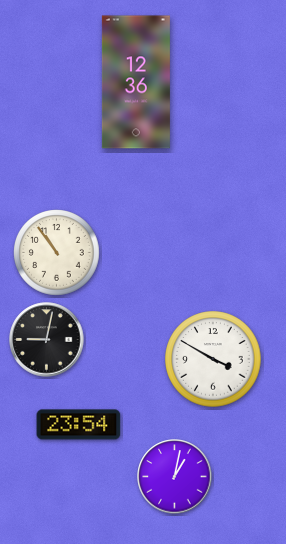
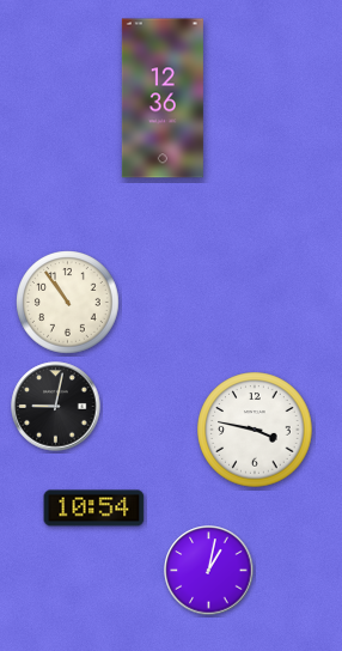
clock at (213, 359): 3:50 -> 3:47
clock at (79, 425): 23:54 -> 10:54
